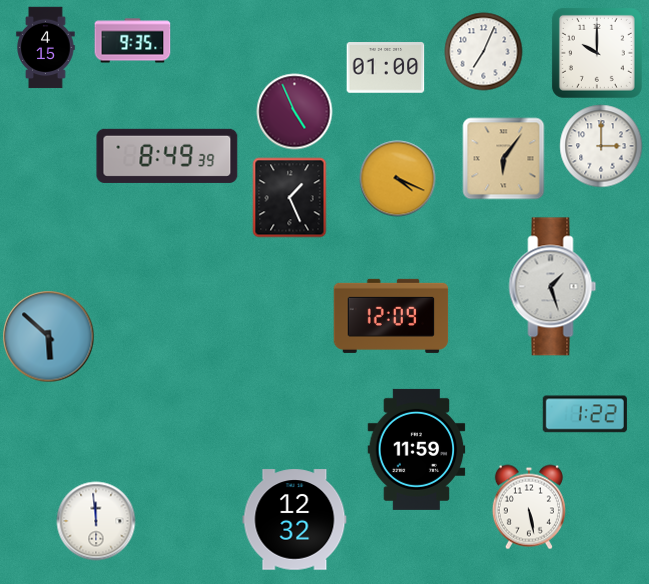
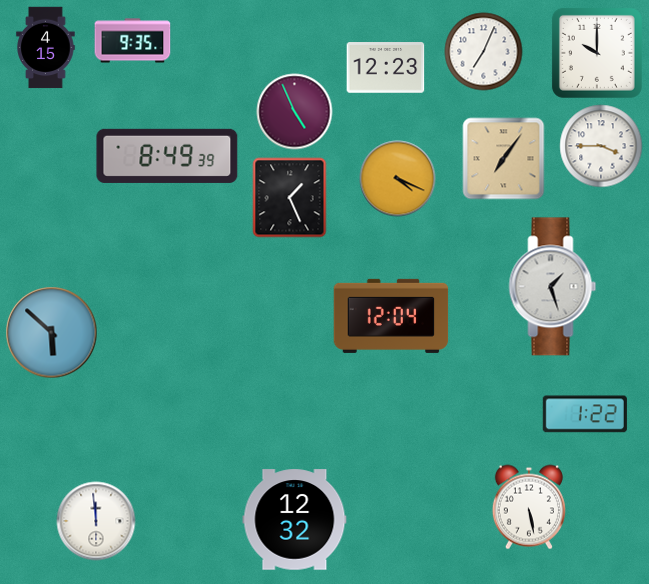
clock at (386, 68): 01:00 -> 12:23
clock at (601, 146): 3:00 -> 3:45
clock at (504, 159): 6:06 -> 7:06
clock at (391, 316): 12:09 -> 12:04
clock at (49, 337) position: (49, 337) -> (52, 333)
clock at (417, 449): 11:59 -> none
